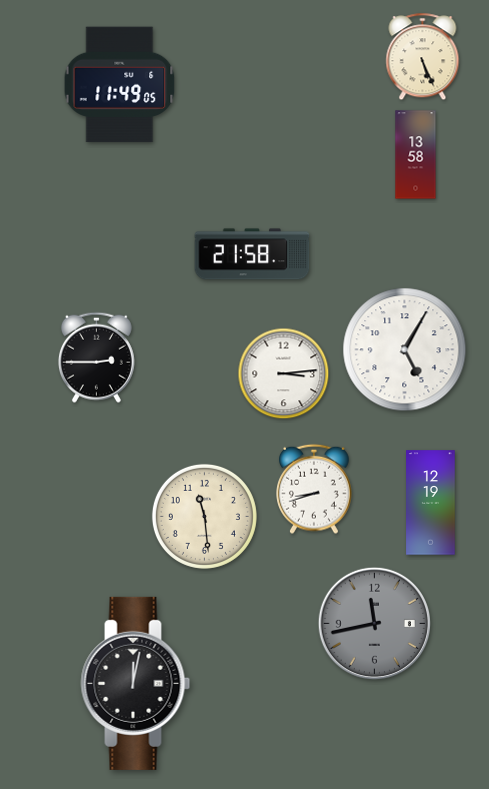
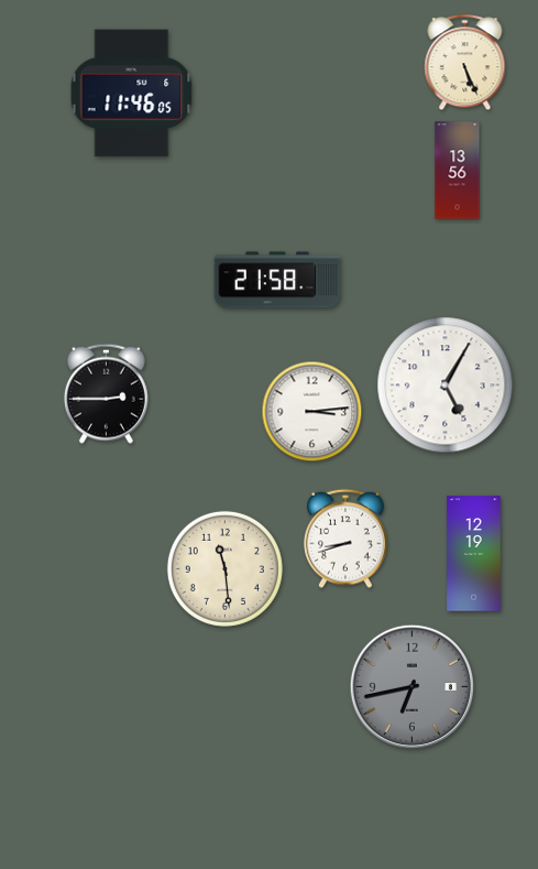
clock at (120, 85): 11:49 -> 11:46
clock at (416, 155): 13:58 -> 13:56
clock at (374, 623): 11:43 -> 6:43
clock at (136, 683): 12:02 -> none
